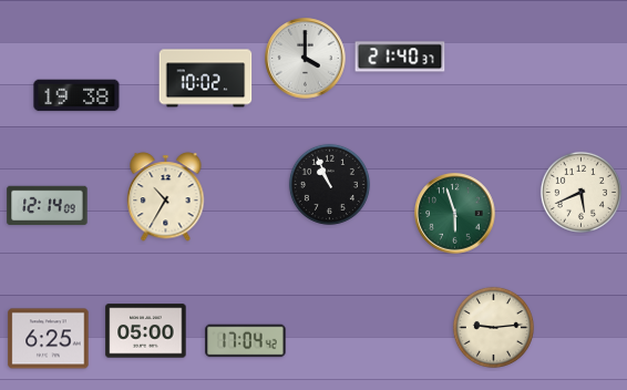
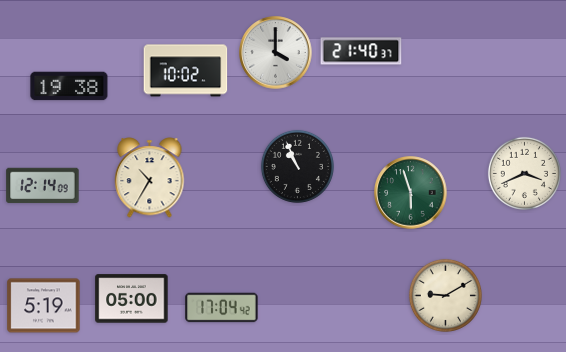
clock at (580, 192): 5:41 -> 3:41
clock at (493, 327): 9:14 -> 9:10
clock at (49, 339): 6:25 -> 5:19
